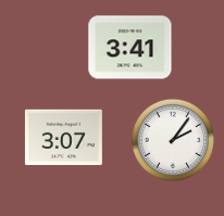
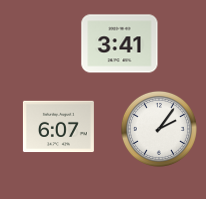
clock at (63, 138): 3:07 -> 6:07
